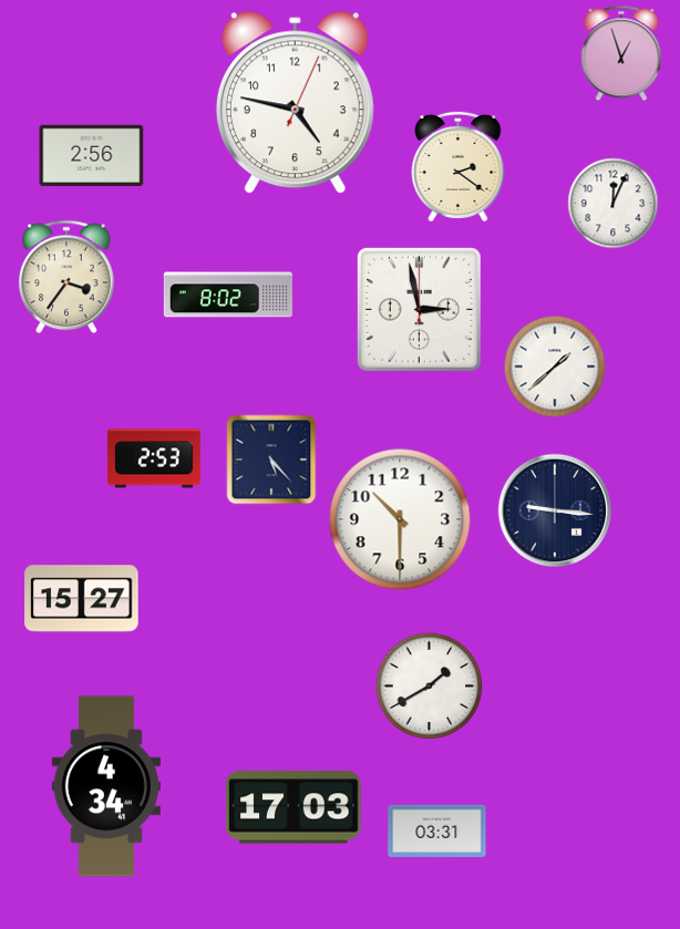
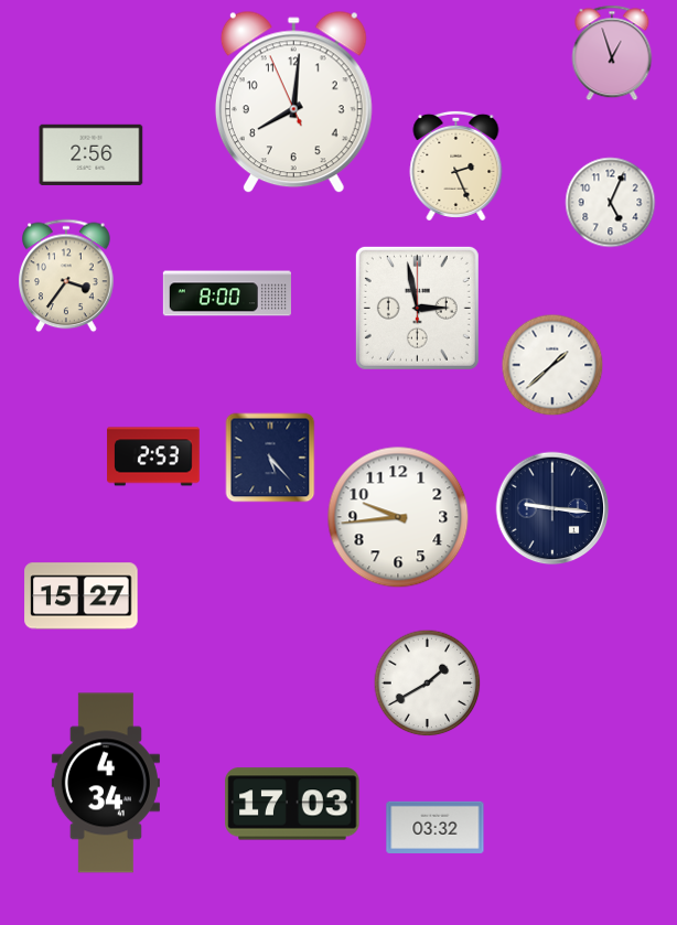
clock at (621, 53) position: (621, 53) -> (612, 53)
clock at (295, 103): 4:47 -> 8:00
clock at (459, 166): 2:21 -> 2:26
clock at (614, 204): 12:04 -> 5:04
clock at (228, 295): 8:02 -> 8:00
clock at (400, 519): 10:30 -> 9:44
clock at (437, 830): 03:31 -> 03:32
